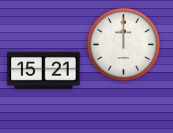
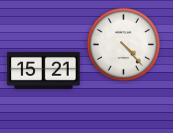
clock at (124, 45): 12:00 -> 4:23
